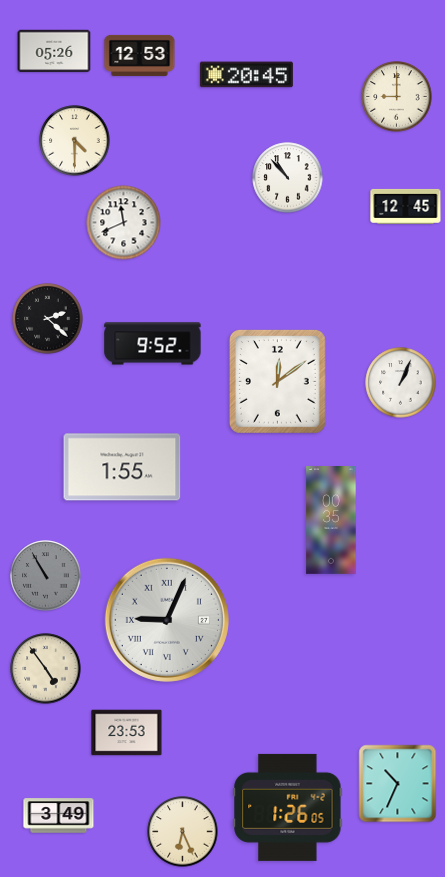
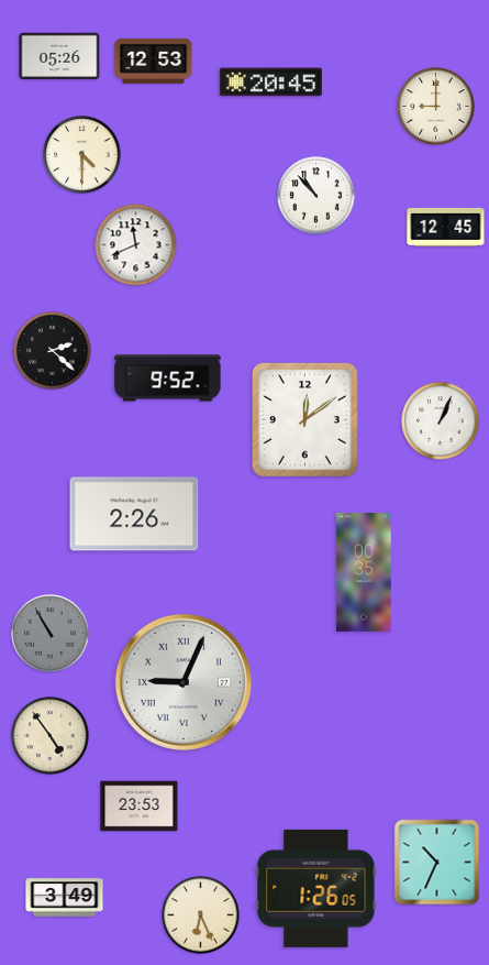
clock at (122, 467): 1:55 -> 2:26
